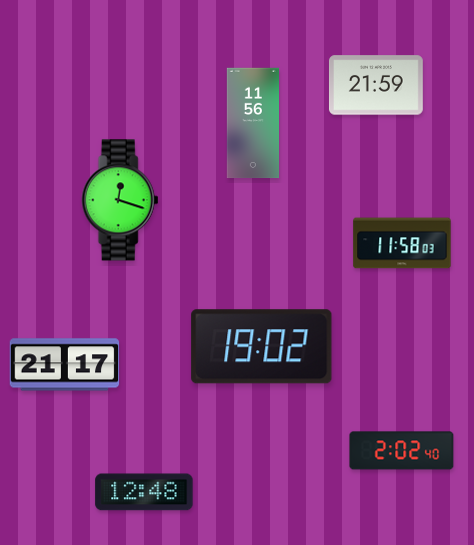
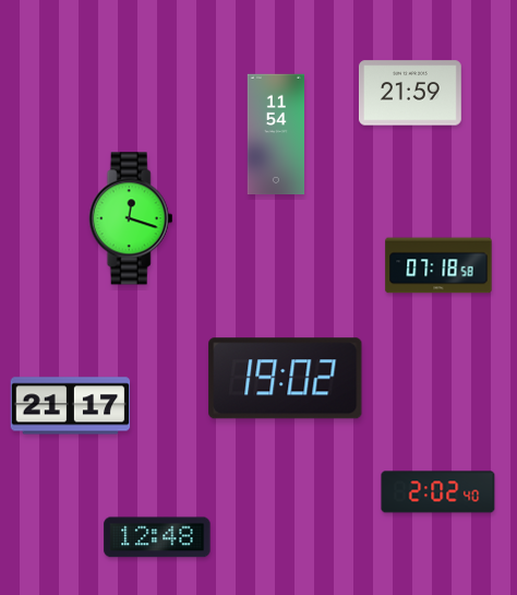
clock at (252, 123): 11:56 -> 11:54
clock at (402, 243): 11:58 -> 07:18
clock at (65, 365) position: (65, 365) -> (71, 406)
